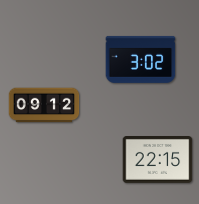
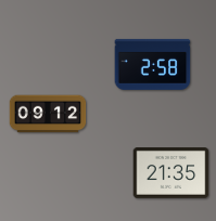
clock at (141, 59): 3:02 -> 2:58
clock at (158, 160): 22:15 -> 21:35
